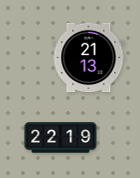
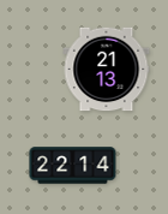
clock at (61, 138): 22:19 -> 22:14
